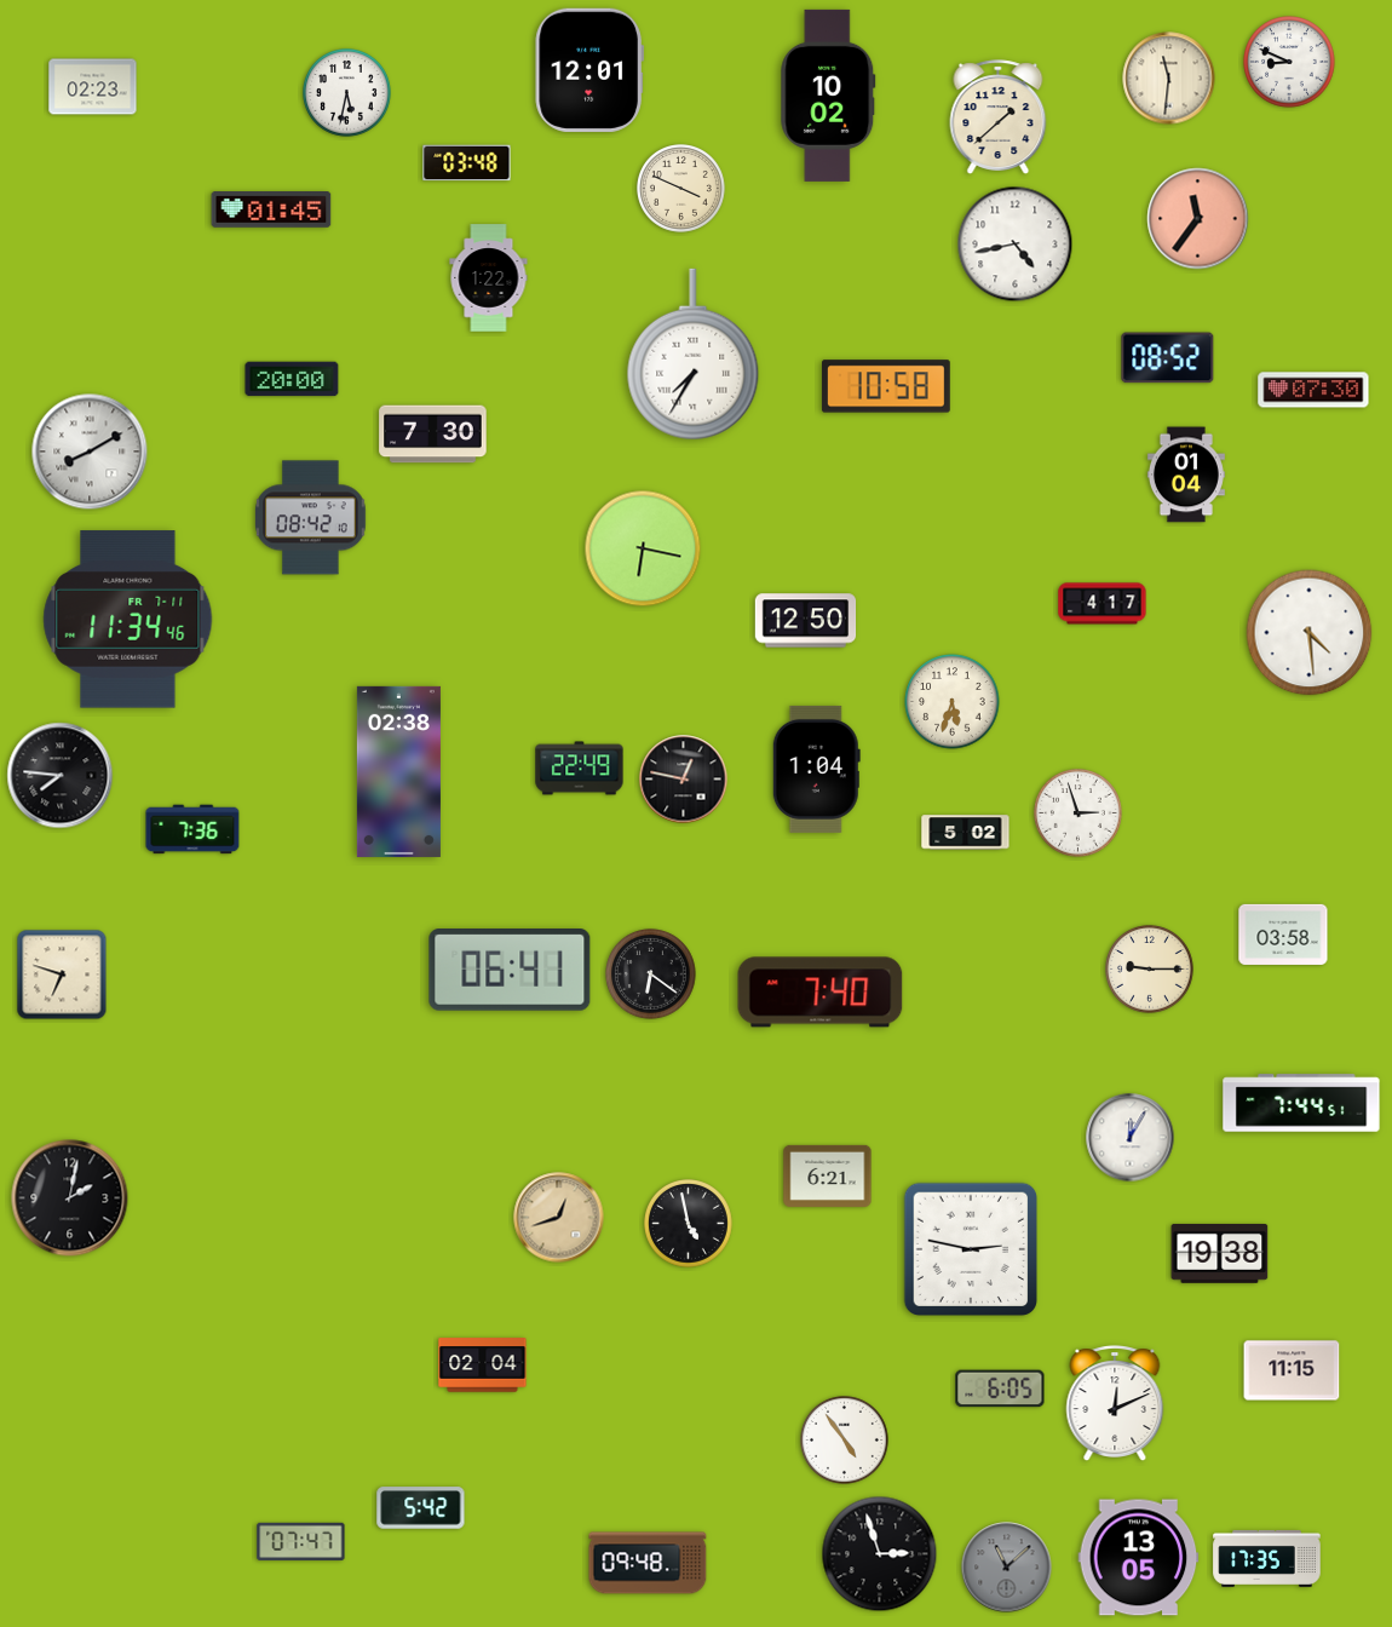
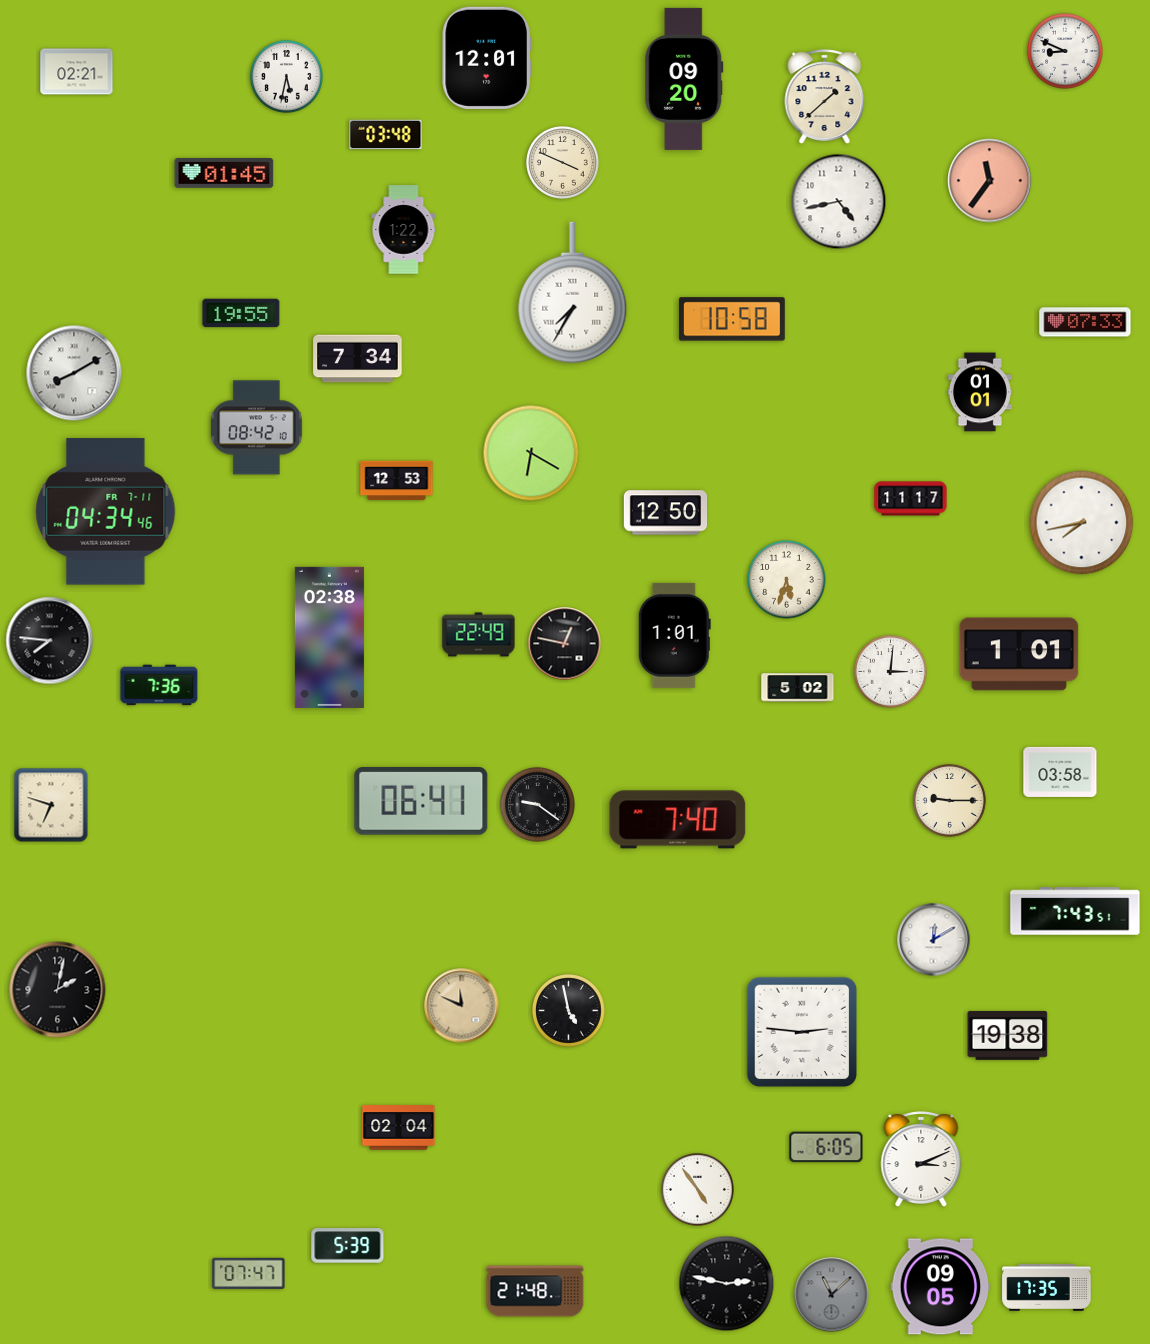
clock at (1169, 79): 11:31 -> none
clock at (93, 87): 02:23 -> 02:21
clock at (828, 96): 10:02 -> 09:20
clock at (681, 189) position: (681, 189) -> (563, 163)
clock at (1168, 358): 08:52 -> none
clock at (292, 379): 20:00 -> 19:55
clock at (1313, 390): 07:30 -> 07:33
clock at (433, 435): 7:30 -> 7:34
clock at (1186, 475): 01:04 -> 01:01
clock at (643, 548): 6:17 -> 6:20
clock at (397, 481): none -> 12:53
clock at (1103, 604): 4:17 -> 11:17
clock at (128, 620): 11:34 -> 04:34
clock at (1310, 633): 4:29 -> 7:43
clock at (816, 769): 1:04 -> 1:01
clock at (1019, 654): none -> 1:01
clock at (1078, 813): 2:57 -> 3:01
clock at (651, 975): 6:21 -> 9:21
clock at (1301, 1103): 7:44 -> 7:43
clock at (1131, 1138): 12:05 -> 12:10
clock at (828, 1175): 6:21 -> none
clock at (559, 1218): 12:42 -> 11:49
clock at (971, 1249): 2:47 -> 2:46
clock at (1292, 1370): 11:15 -> none
clock at (1115, 1403): 12:11 -> 3:11
clock at (421, 1508): 5:42 -> 5:39
clock at (880, 1554): 2:57 -> 2:47
clock at (1139, 1558): 13:05 -> 09:05
clock at (648, 1563): 09:48 -> 21:48
